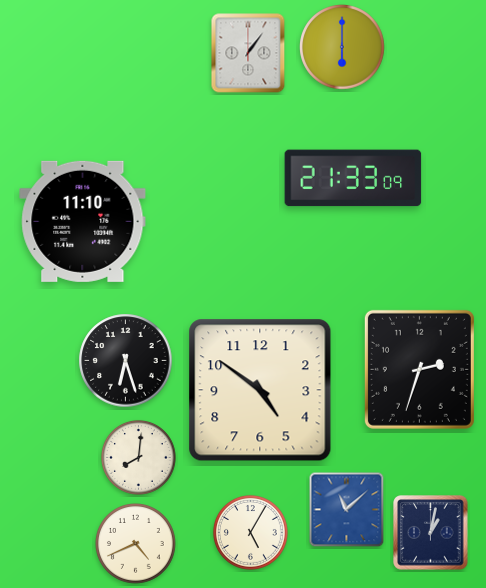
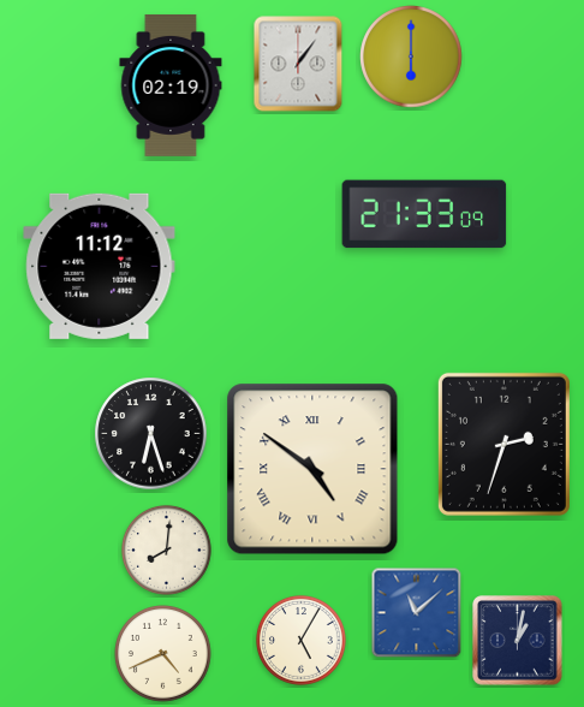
clock at (171, 85): none -> 02:19
clock at (83, 221): 11:10 -> 11:12
clock at (260, 390) numerals: Arabic -> Roman
